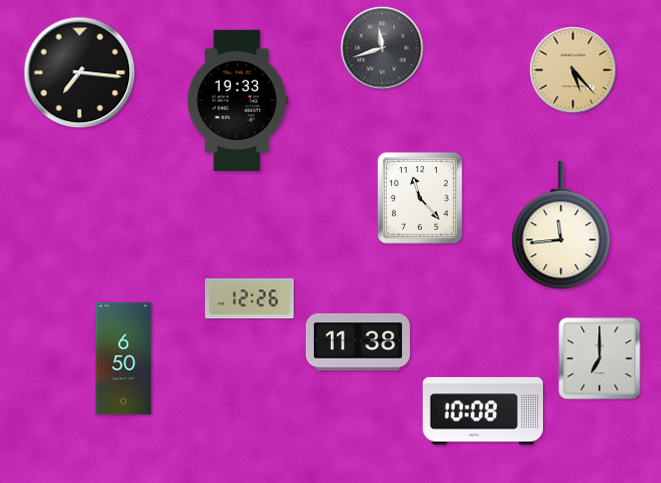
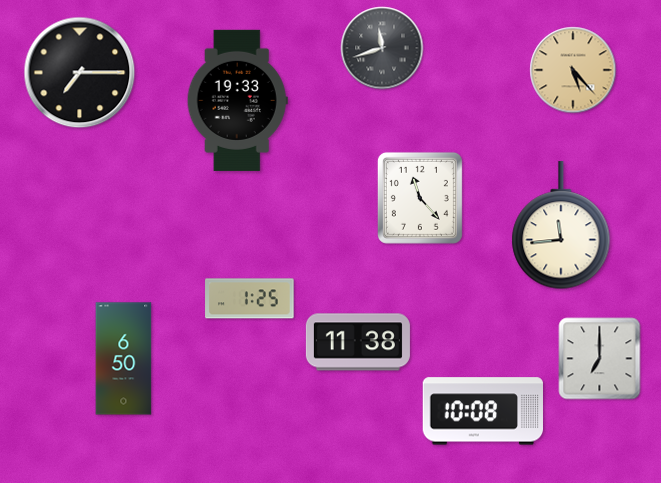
clock at (80, 73): 7:16 -> 7:15
clock at (250, 299): 12:26 -> 1:25
